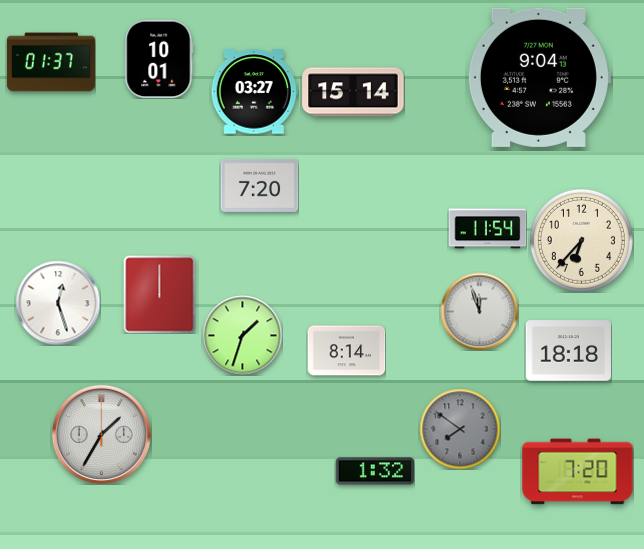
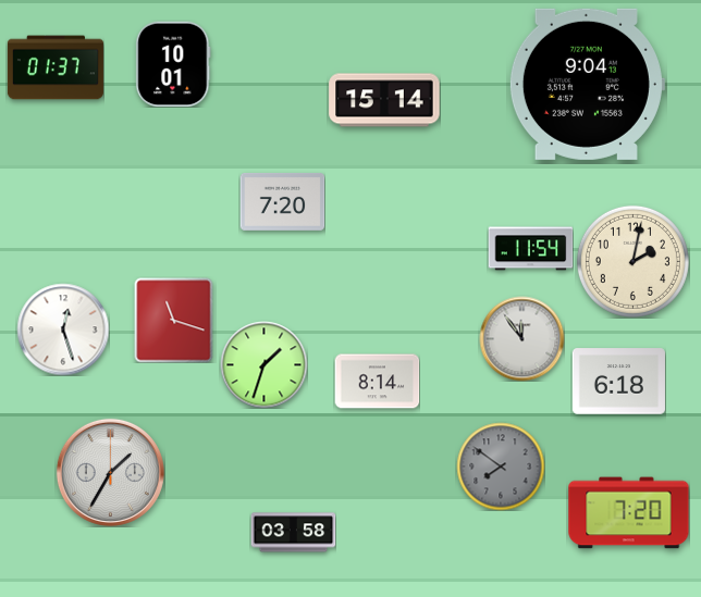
clock at (254, 92): 03:27 -> none
clock at (581, 240): 6:37 -> 2:02
clock at (160, 294): 12:00 -> 11:18
clock at (479, 311): 11:57 -> 11:54
clock at (568, 351): 18:18 -> 6:18
clock at (375, 471): 1:32 -> none
clock at (293, 533): none -> 03:58
